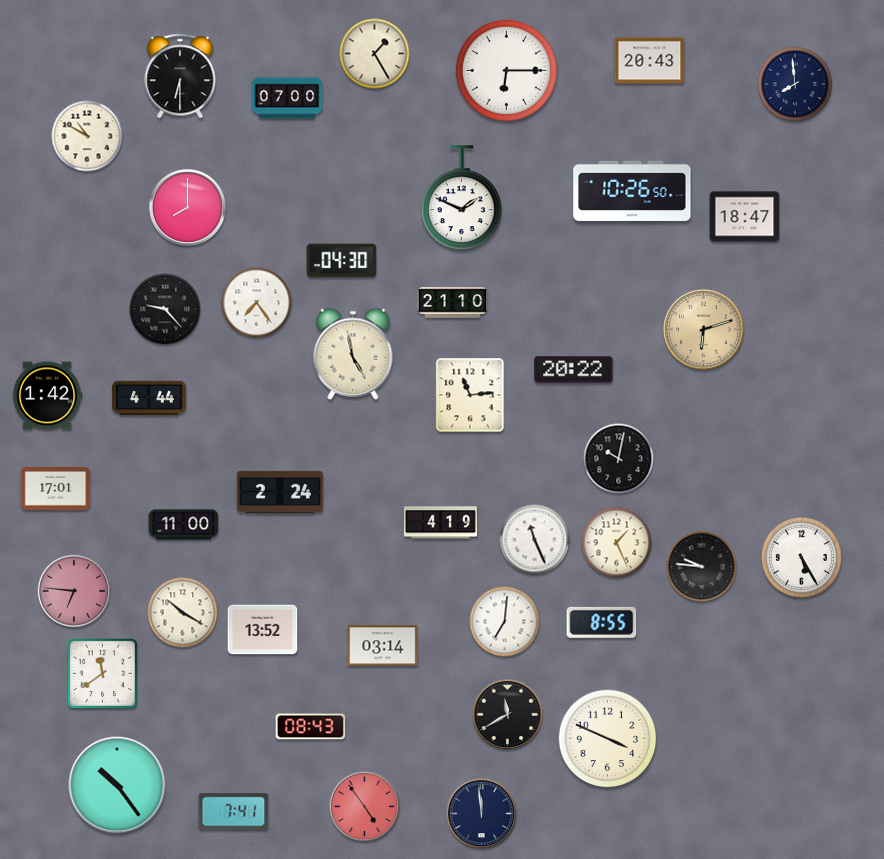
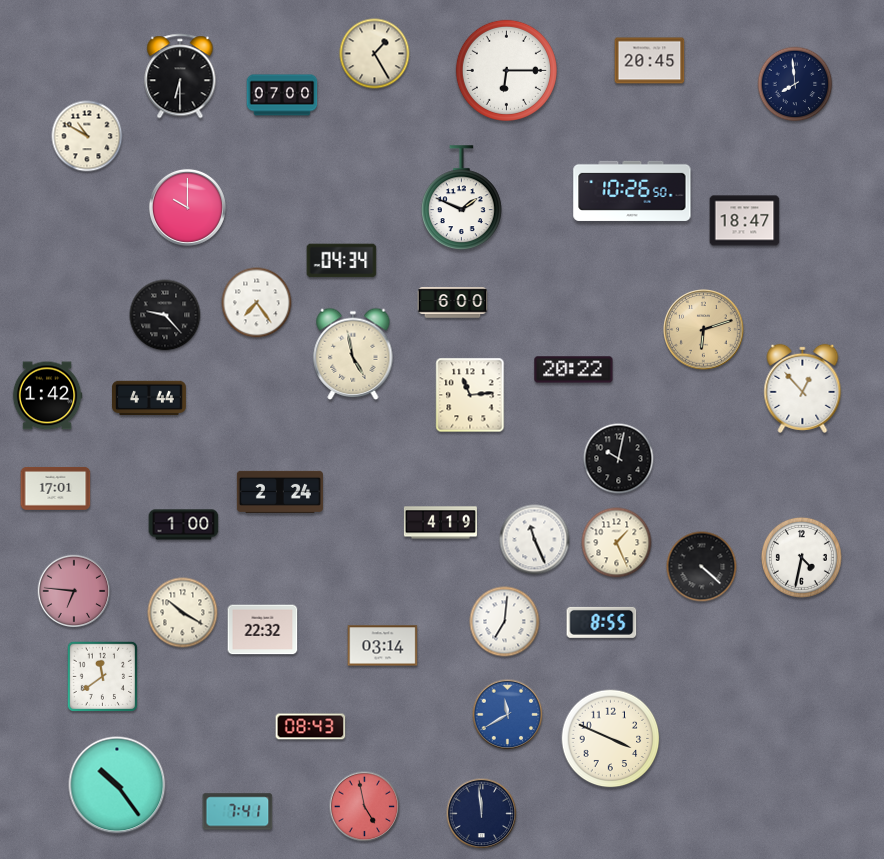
clock at (650, 61): 20:43 -> 20:45
clock at (287, 98) position: (287, 98) -> (282, 95)
clock at (187, 207): 8:00 -> 10:00
clock at (745, 217) position: (745, 217) -> (745, 221)
clock at (342, 261): 04:30 -> 04:34
clock at (453, 303): 21:10 -> 6:00
clock at (165, 309) position: (165, 309) -> (165, 315)
clock at (803, 388): none -> 12:53
clock at (184, 525): 11:00 -> 1:00
clock at (801, 557): 5:25 -> 4:32
clock at (702, 567): 9:46 -> 4:22
clock at (263, 630): 13:52 -> 22:32
clock at (102, 673) position: (102, 673) -> (102, 676)
clock at (508, 715) dial: black -> blue
clock at (608, 739) position: (608, 739) -> (611, 739)
clock at (365, 807): 4:54 -> 4:58
clock at (234, 812) position: (234, 812) -> (238, 812)
